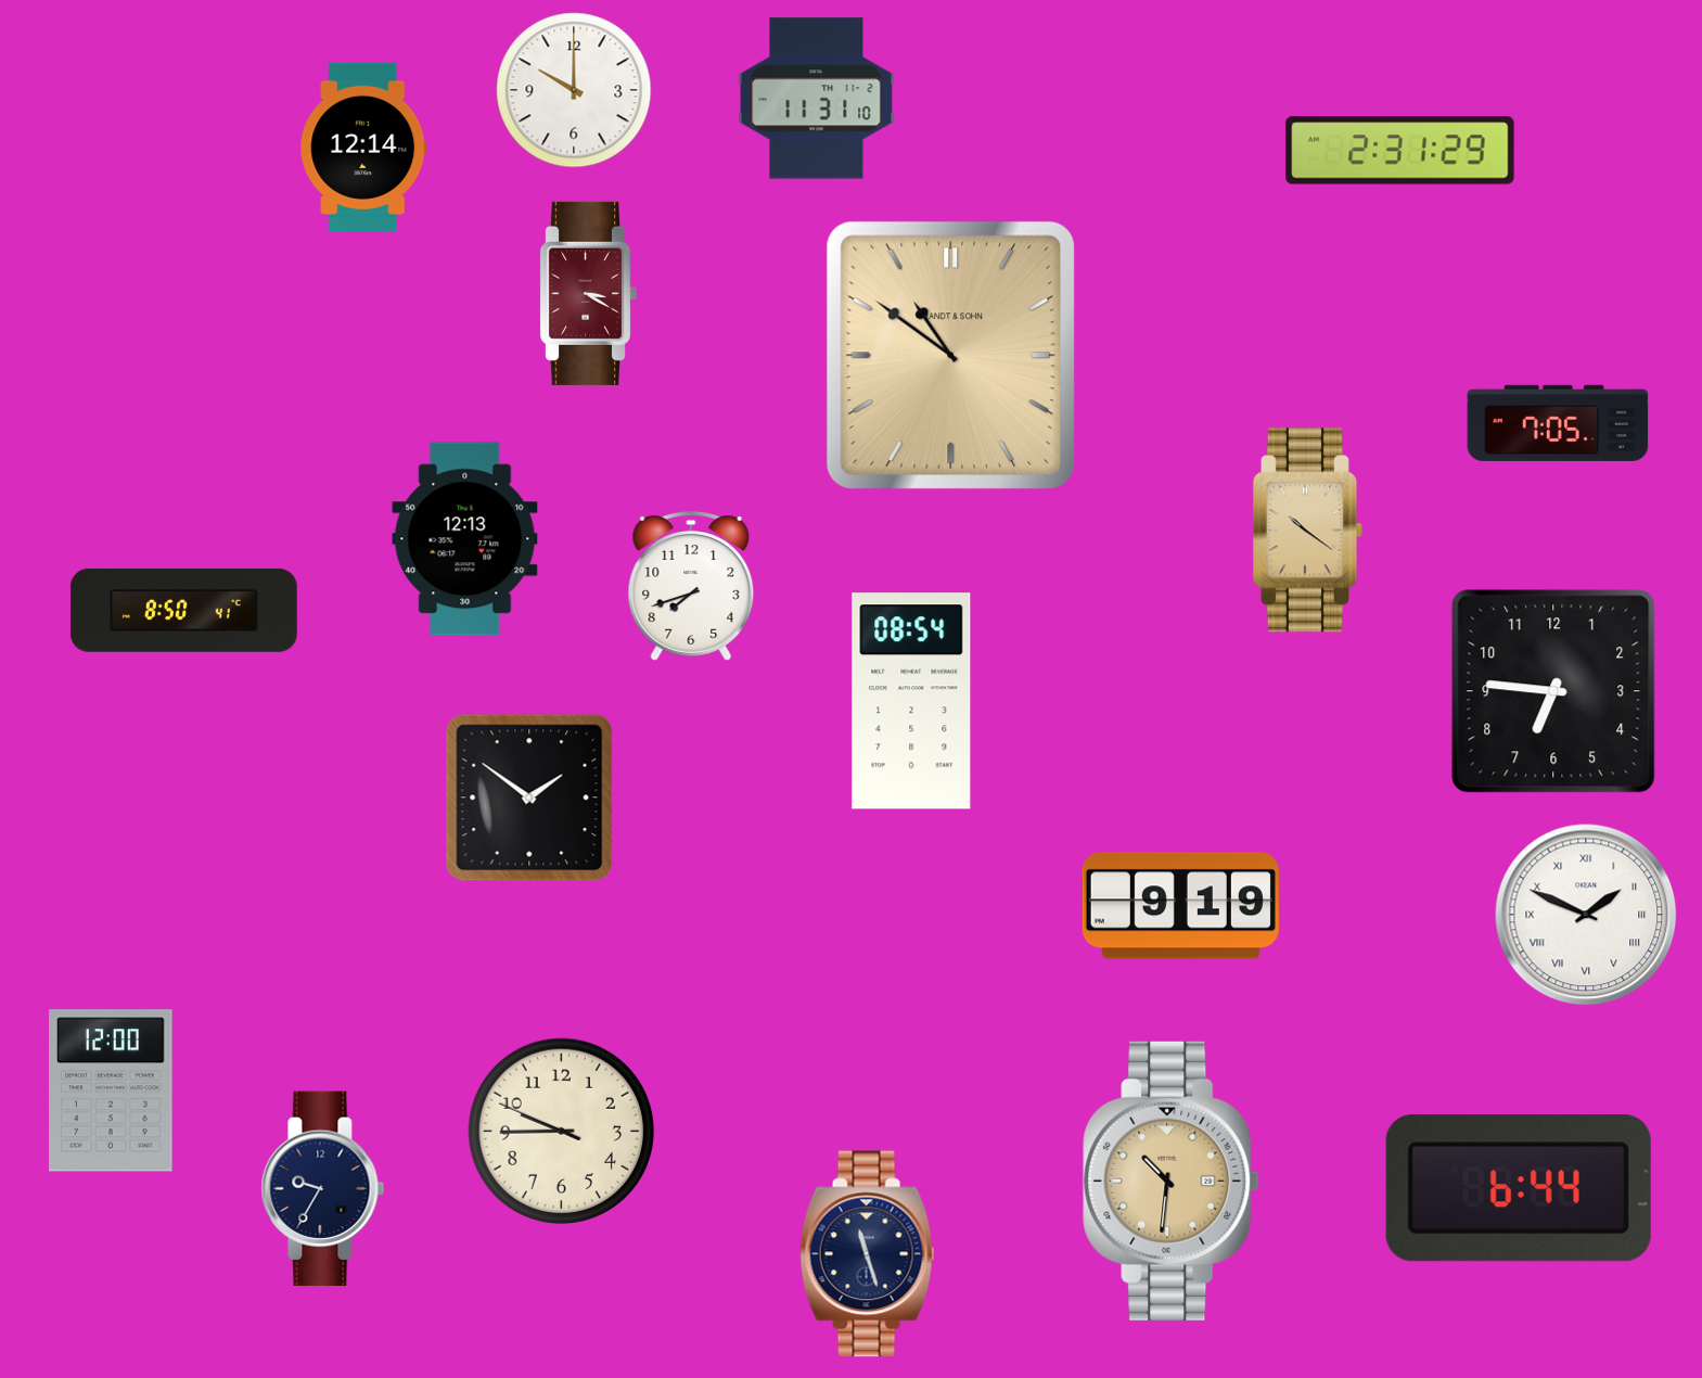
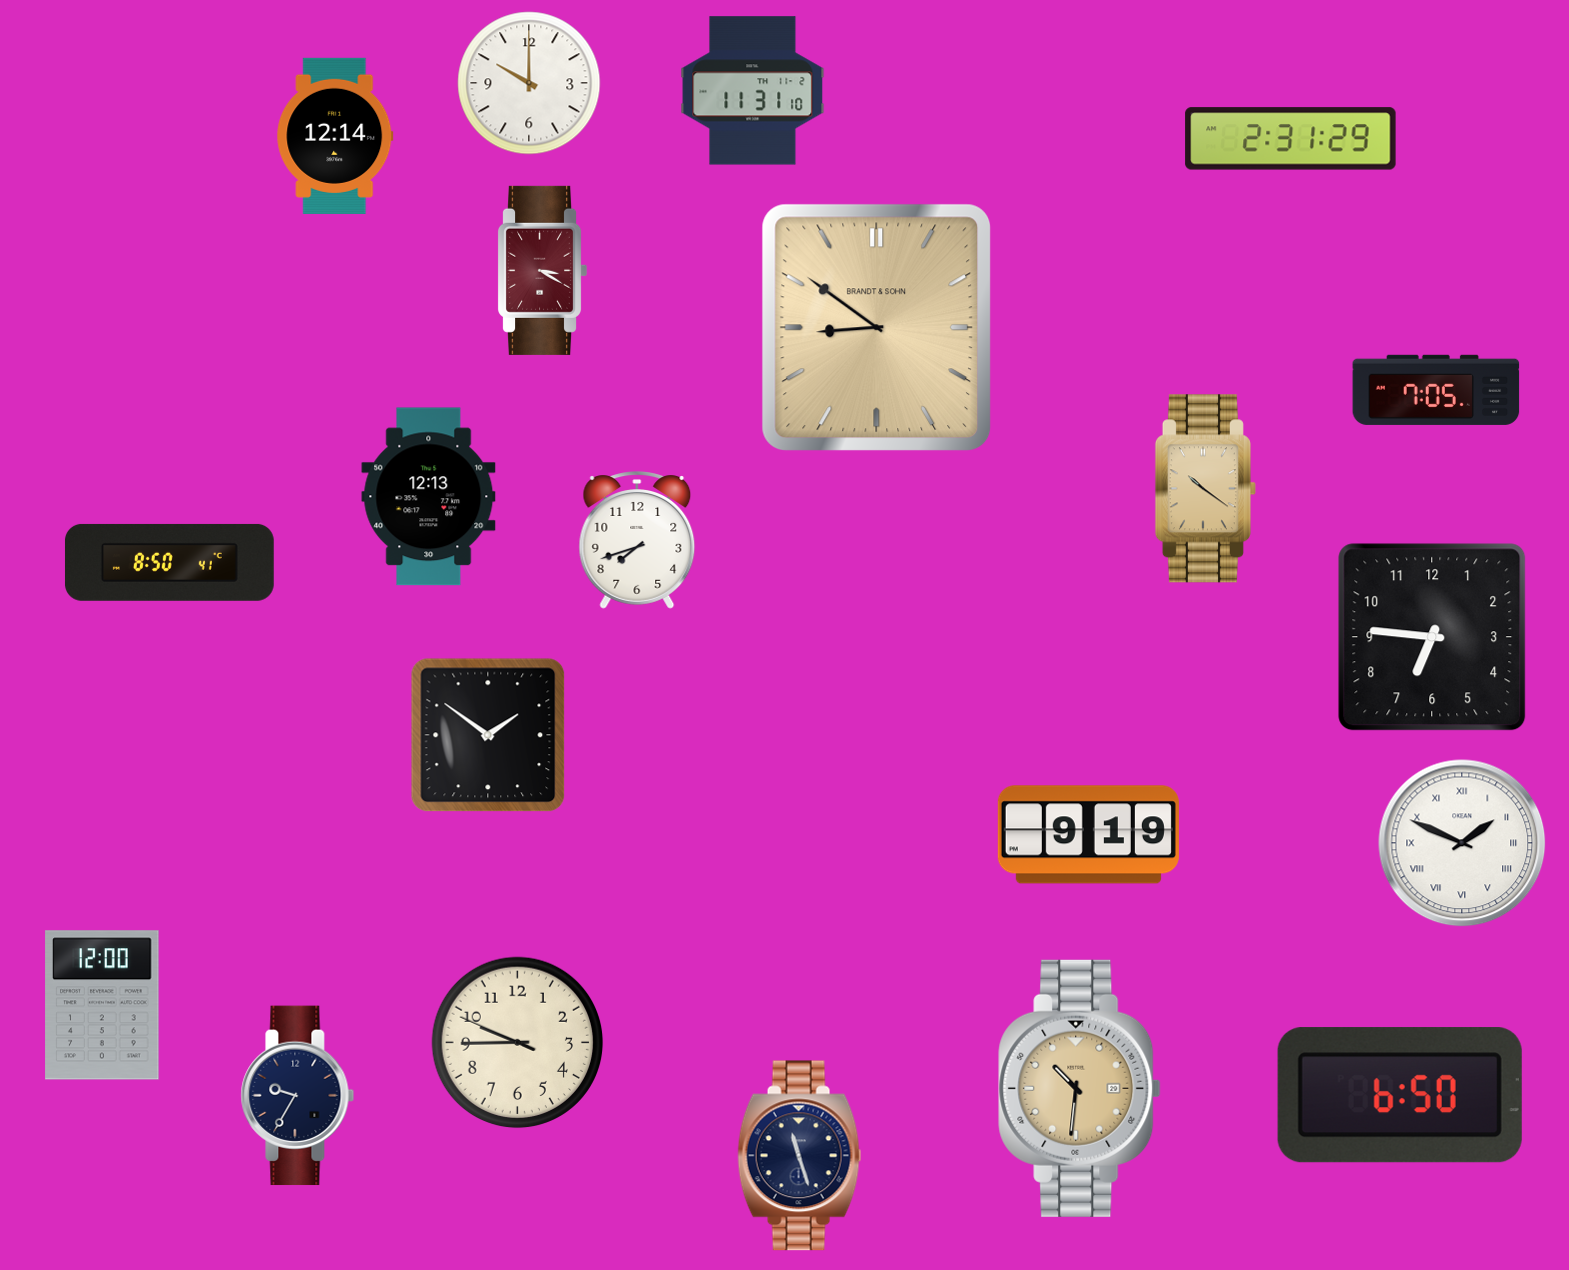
clock at (951, 356): 10:51 -> 8:51
clock at (911, 701): 08:54 -> none
clock at (1519, 1188): 6:44 -> 6:50
